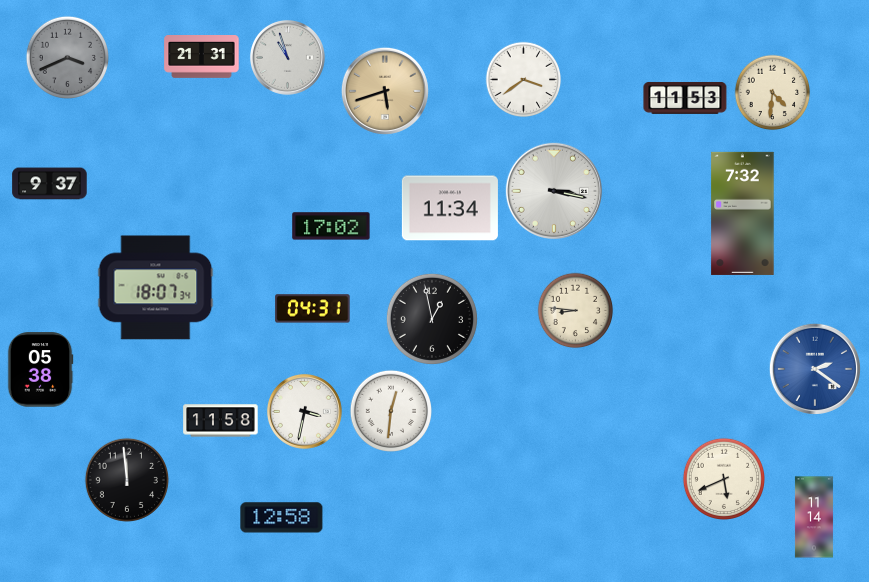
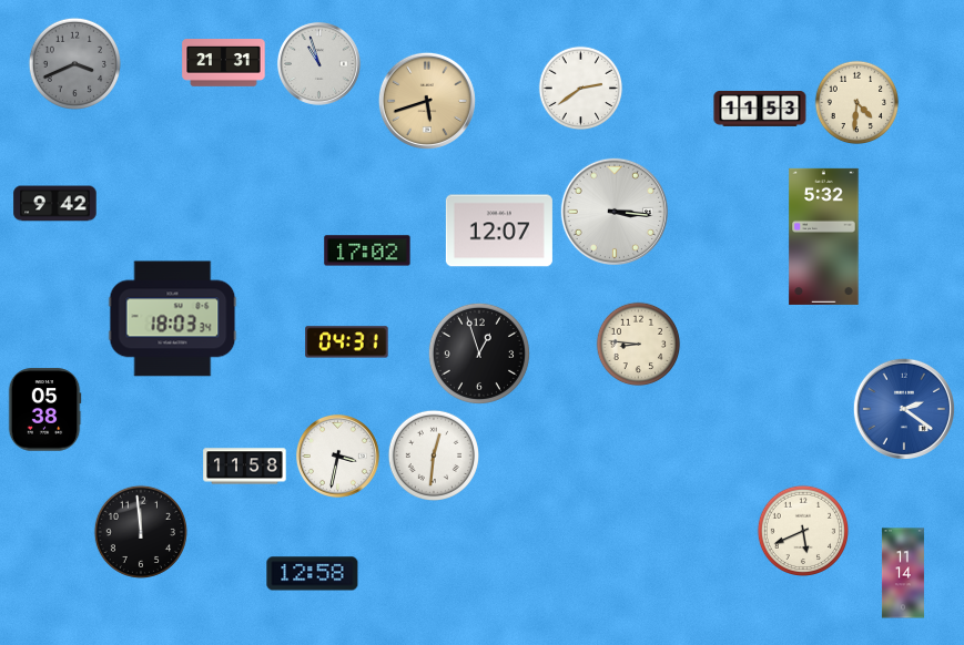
clock at (524, 80): 3:39 -> 2:39
clock at (50, 184): 9:37 -> 9:42
clock at (554, 191): 3:17 -> 3:16
clock at (450, 208): 11:34 -> 12:07
clock at (743, 213): 7:32 -> 5:32
clock at (156, 288): 18:07 -> 18:03
clock at (432, 319): 12:58 -> 12:57
